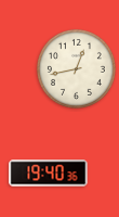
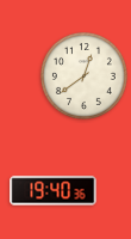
clock at (76, 68): 12:43 -> 12:39
